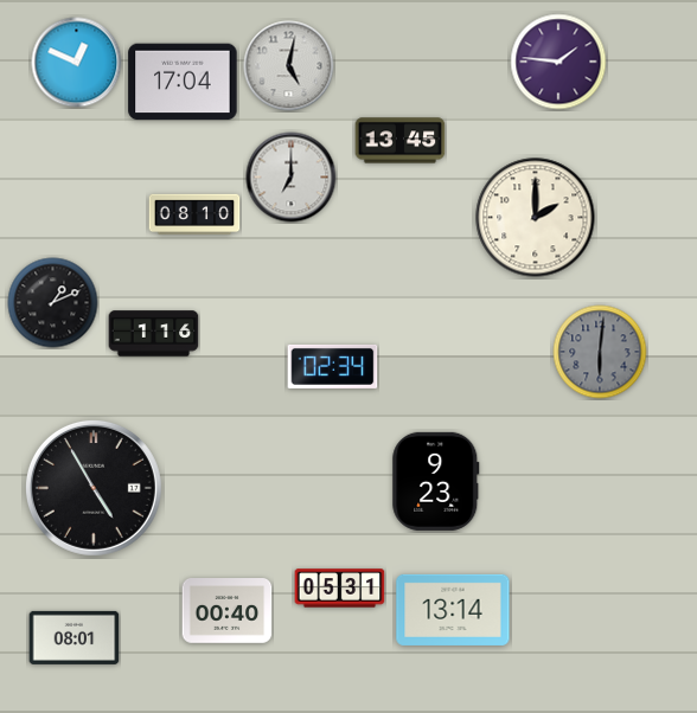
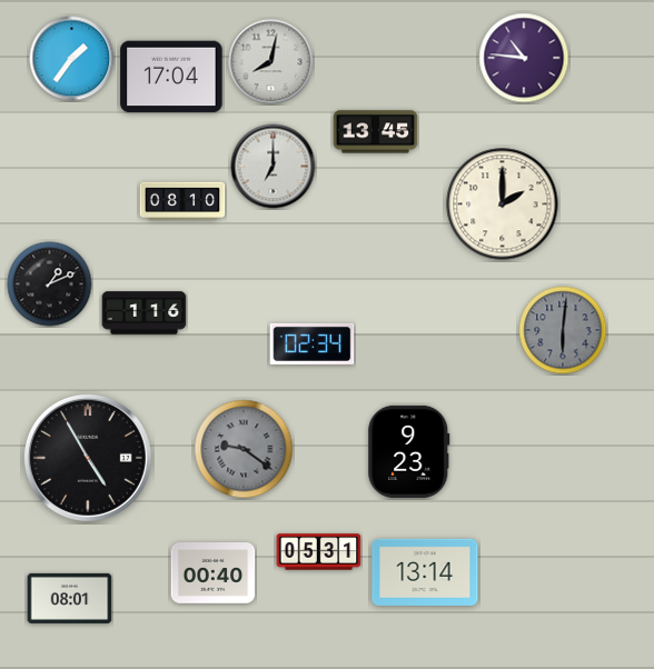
clock at (558, 62): 1:46 -> 10:46
clock at (77, 63): 12:49 -> 1:36
clock at (289, 66): 5:02 -> 8:02
clock at (244, 449): none -> 9:21
